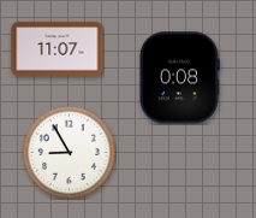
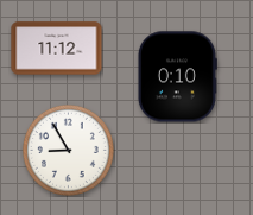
clock at (58, 49): 11:07 -> 11:12
clock at (179, 78): 0:08 -> 0:10
